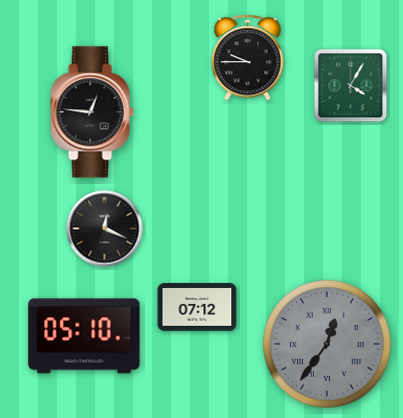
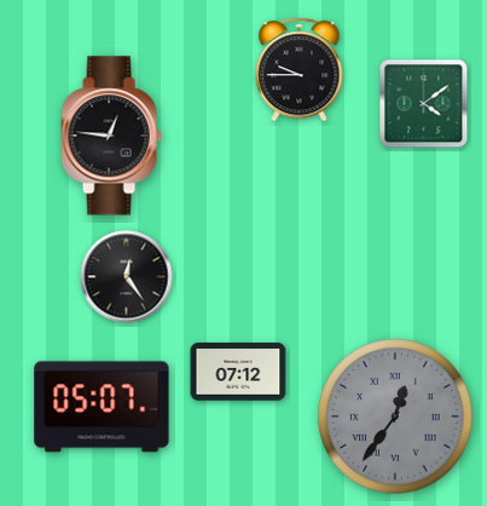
clock at (351, 86): 4:05 -> 4:09
clock at (105, 229): 12:19 -> 12:24
clock at (84, 336): 05:10 -> 05:07
